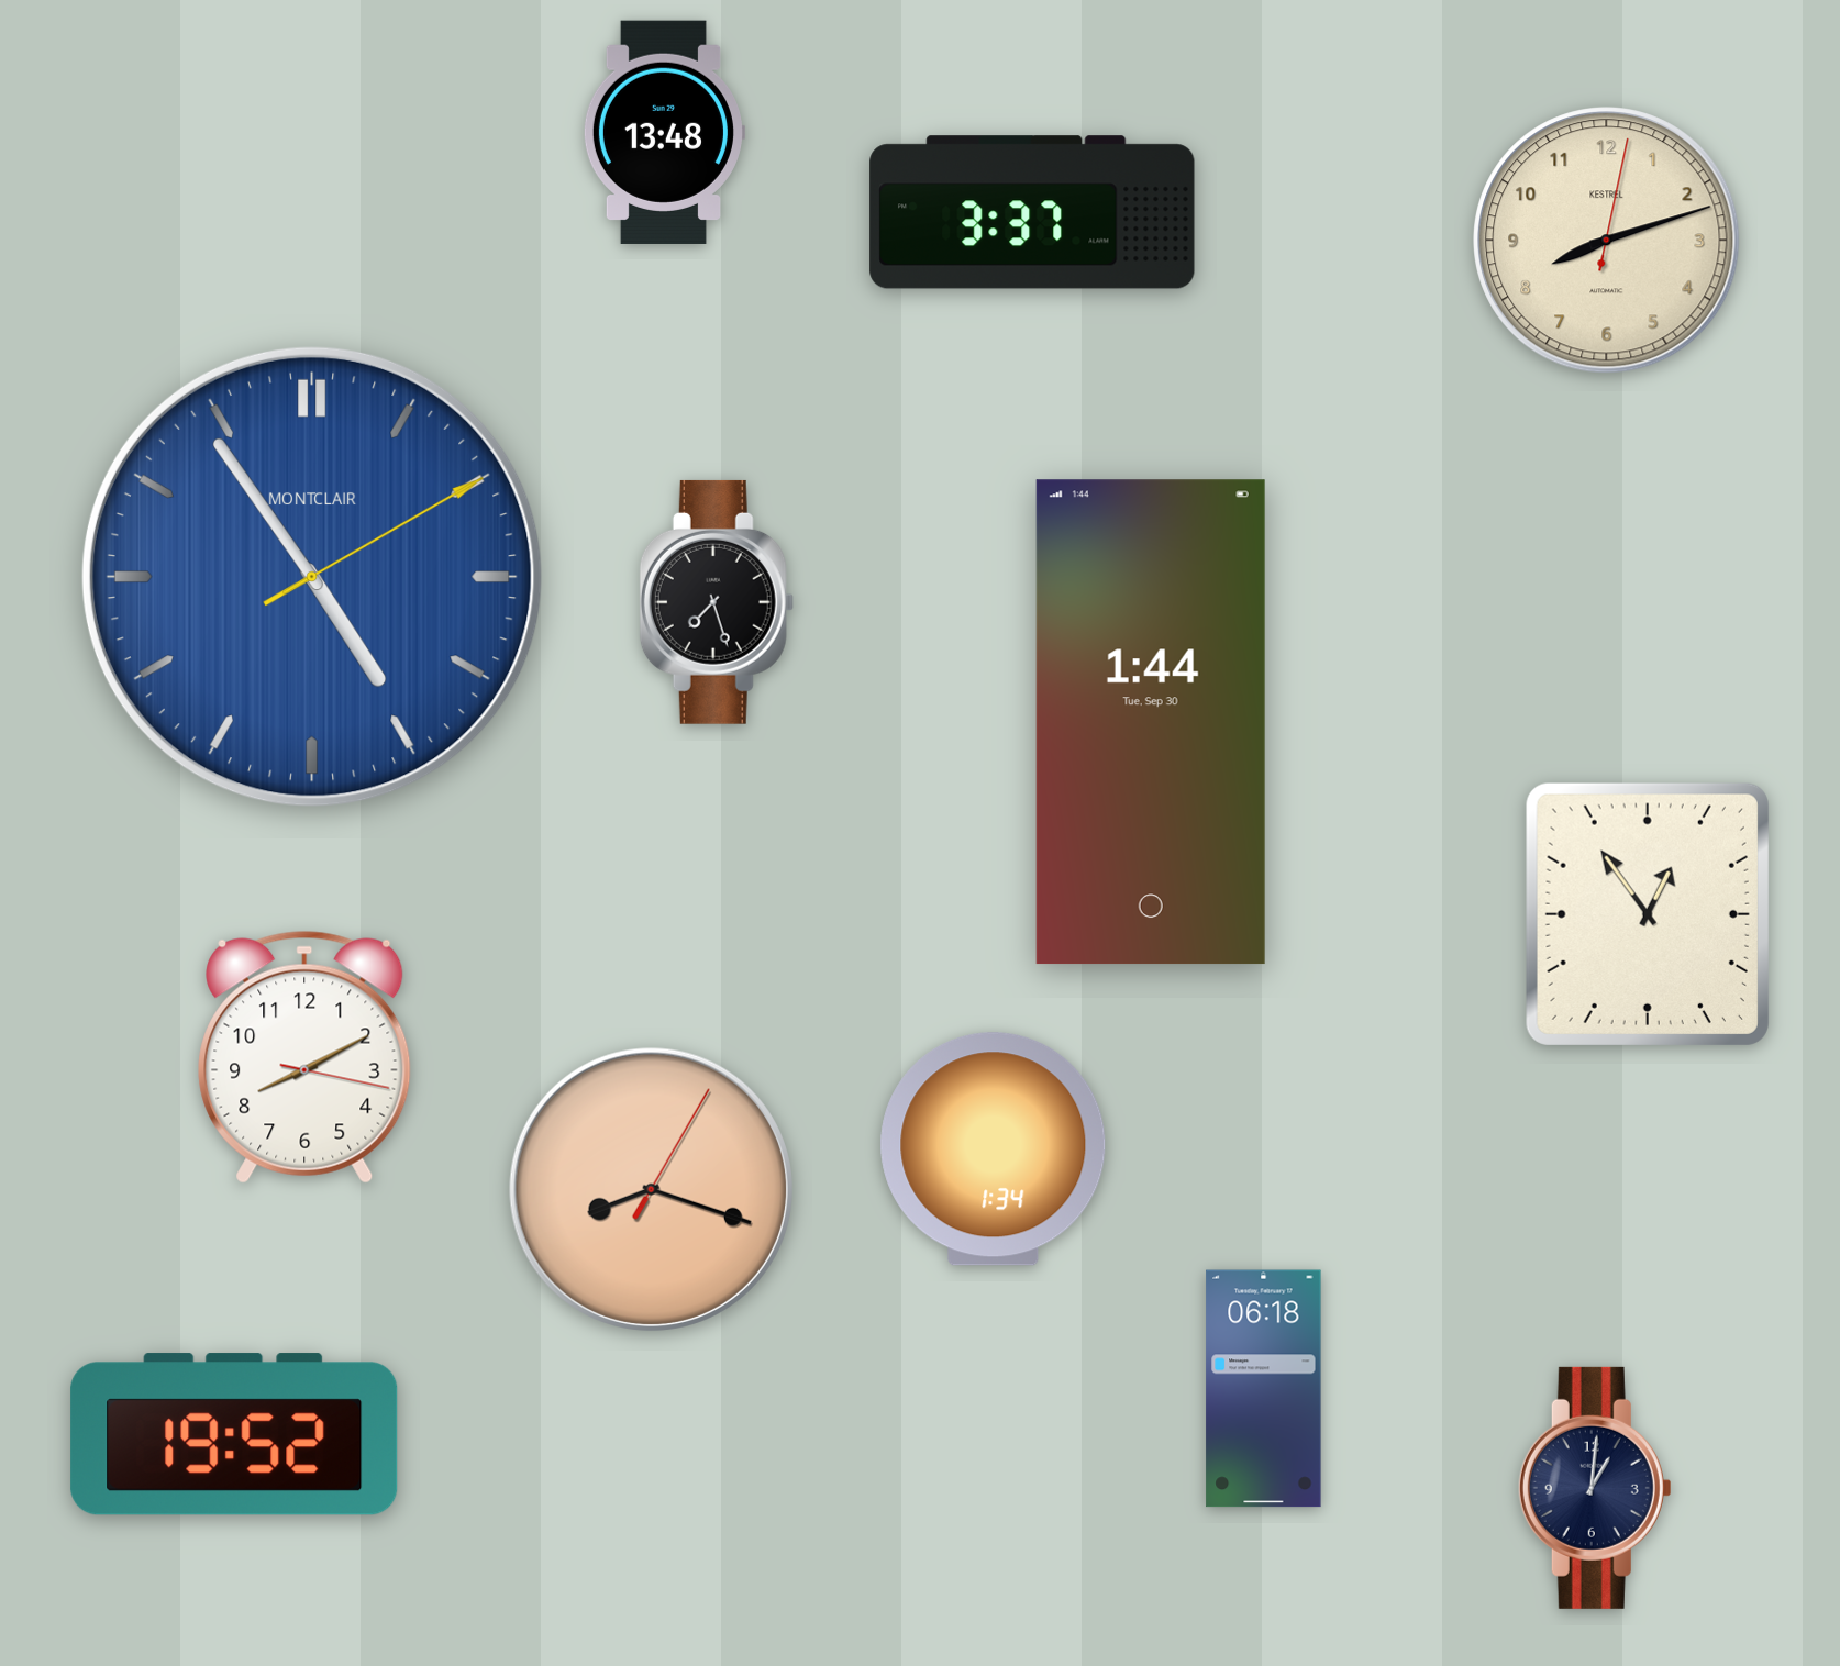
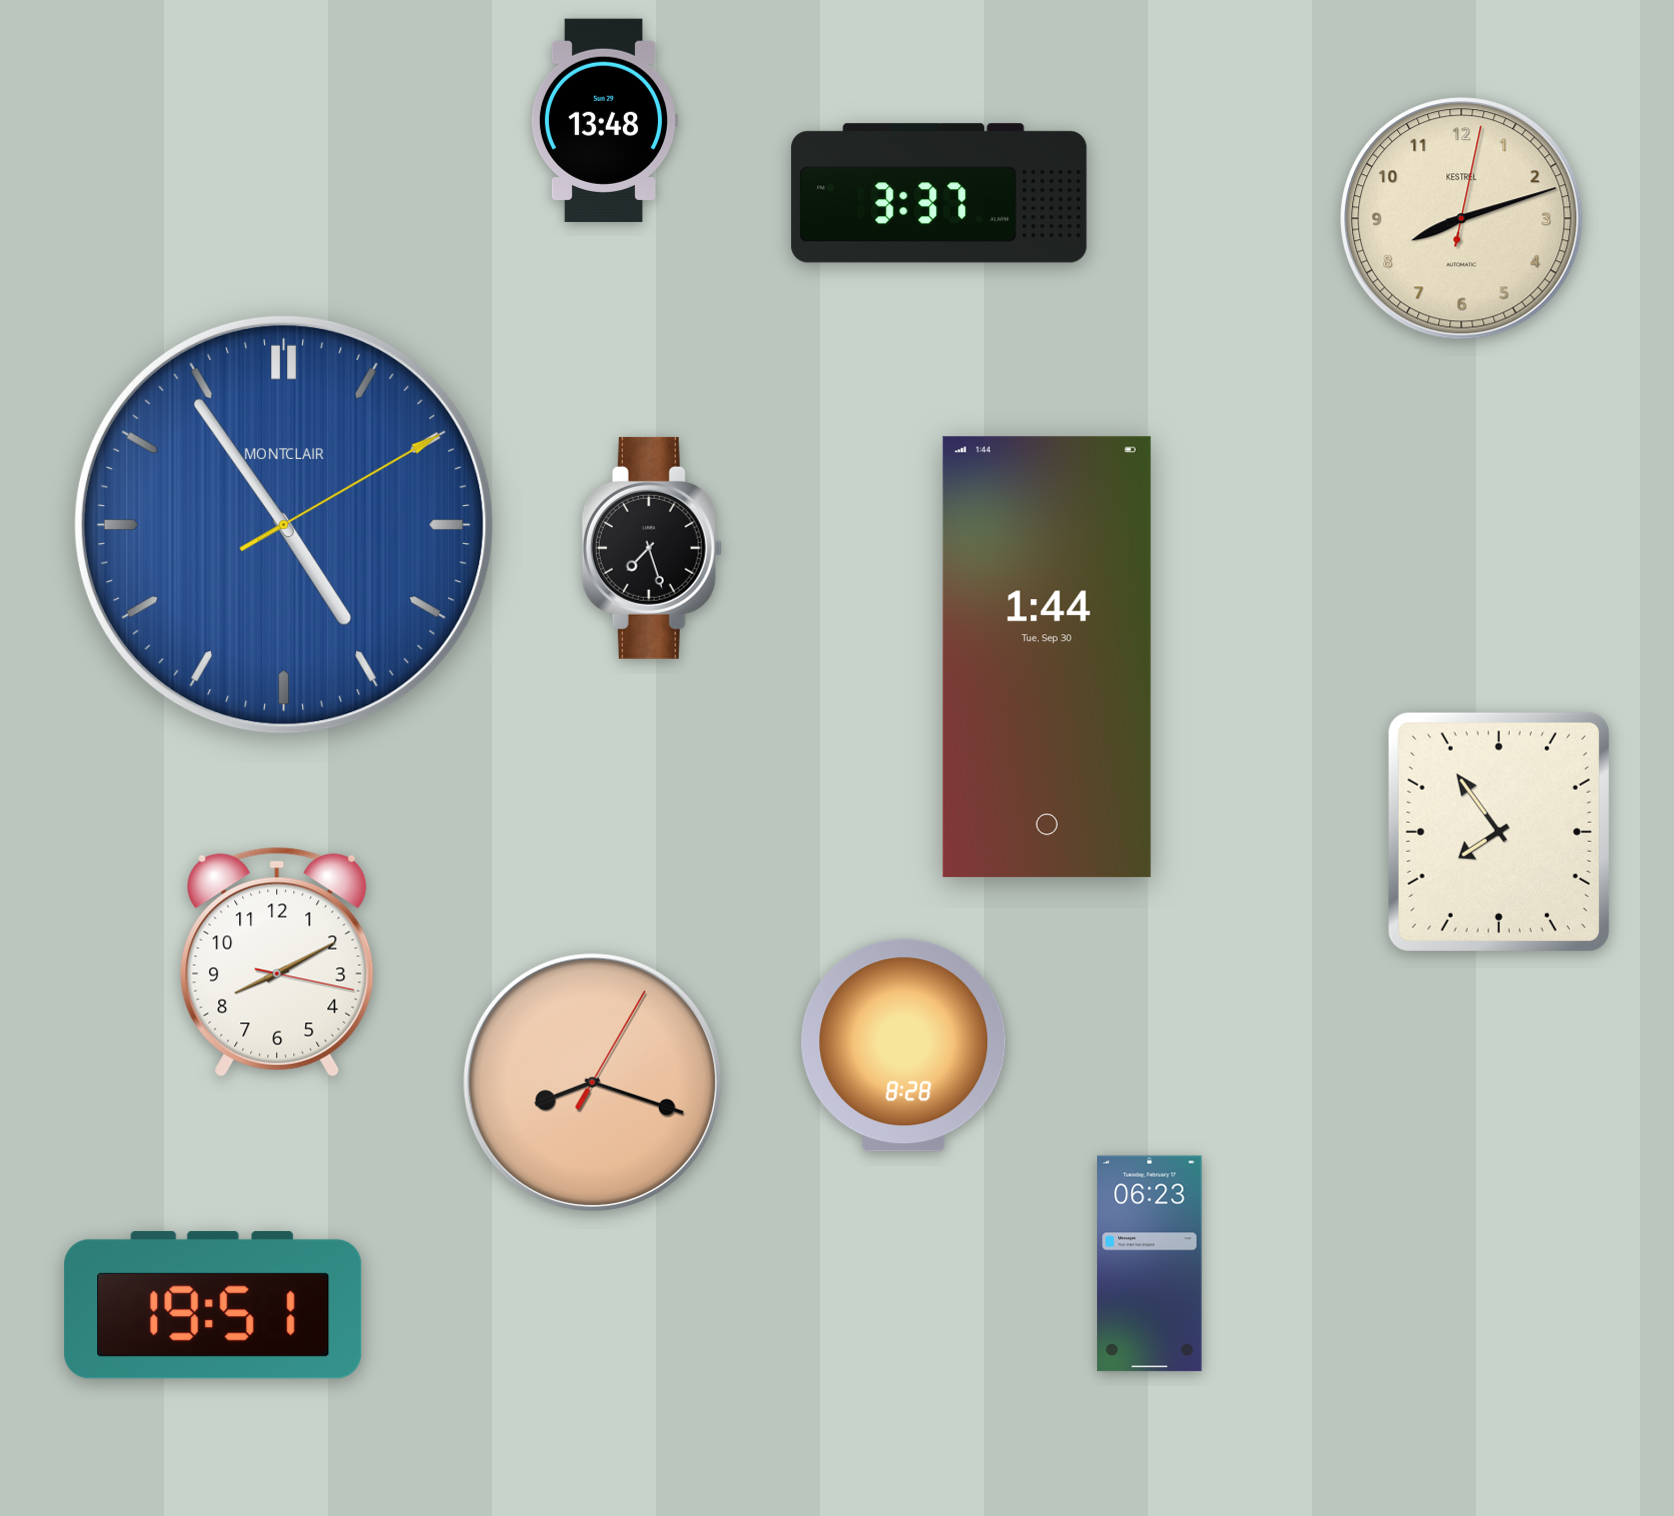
clock at (1648, 914): 12:54 -> 7:54
clock at (994, 1149): 1:34 -> 8:28
clock at (1264, 1389): 06:18 -> 06:23
clock at (234, 1434): 19:52 -> 19:51
clock at (1595, 1488): 1:01 -> none
